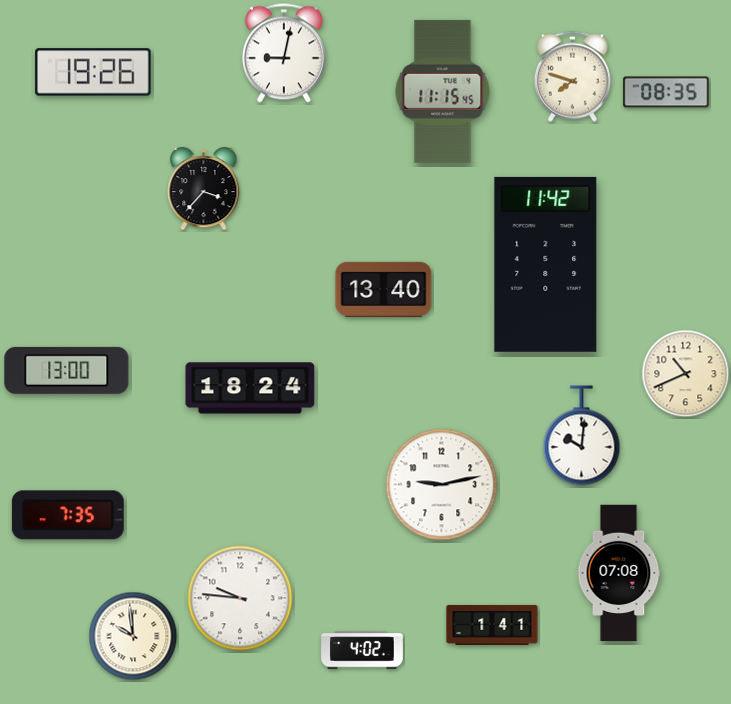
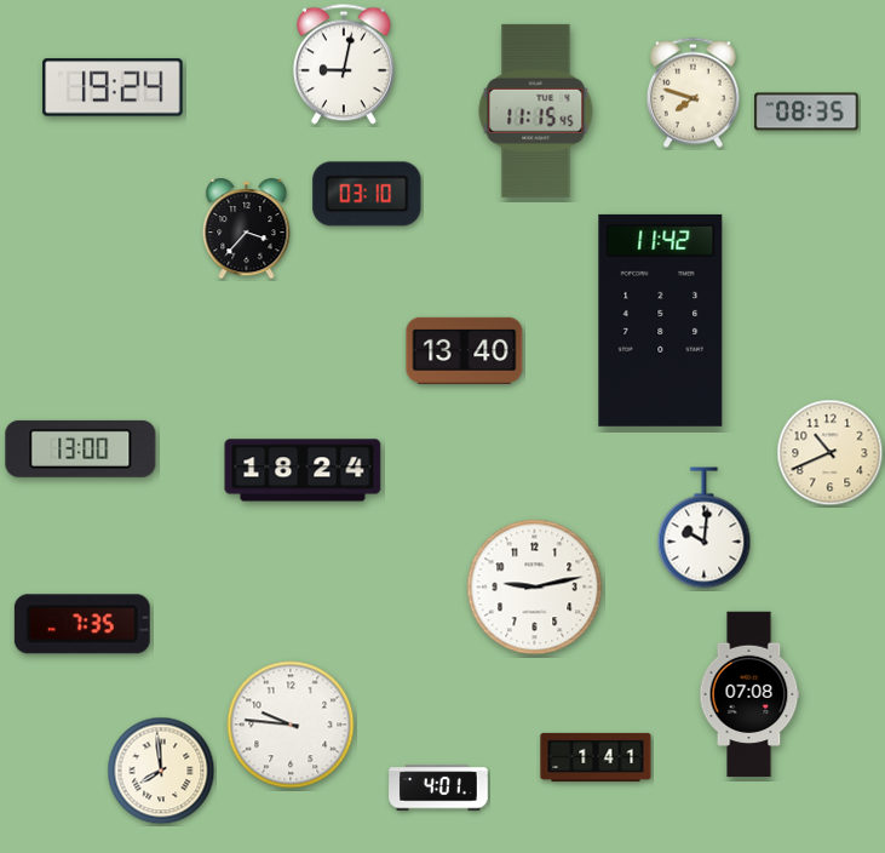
clock at (93, 72): 19:26 -> 19:24
clock at (367, 194): none -> 03:10
clock at (133, 636): 9:59 -> 7:59
clock at (362, 650): 4:02 -> 4:01
